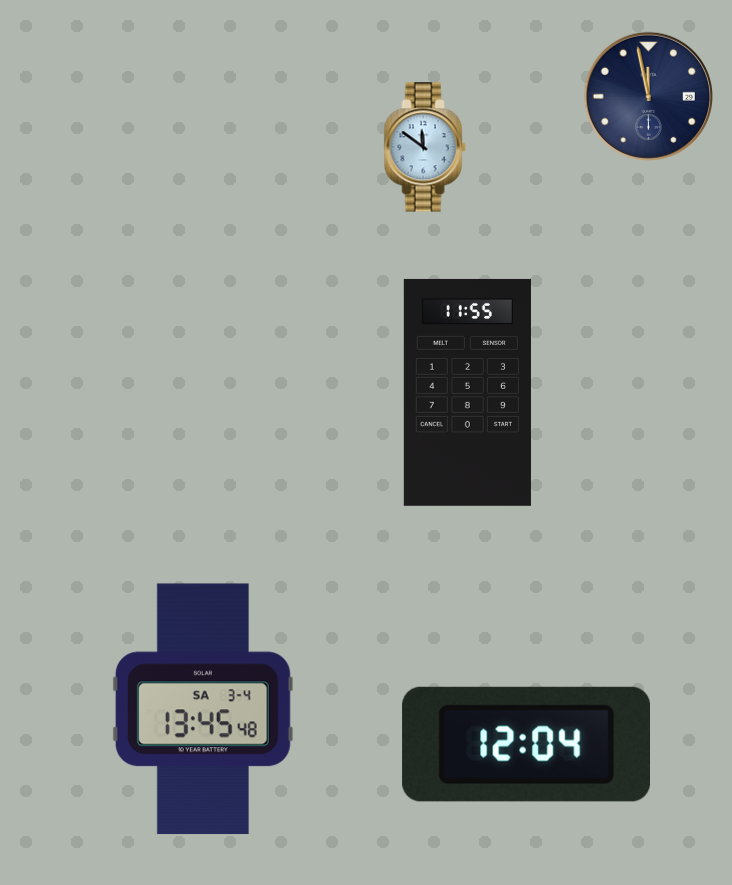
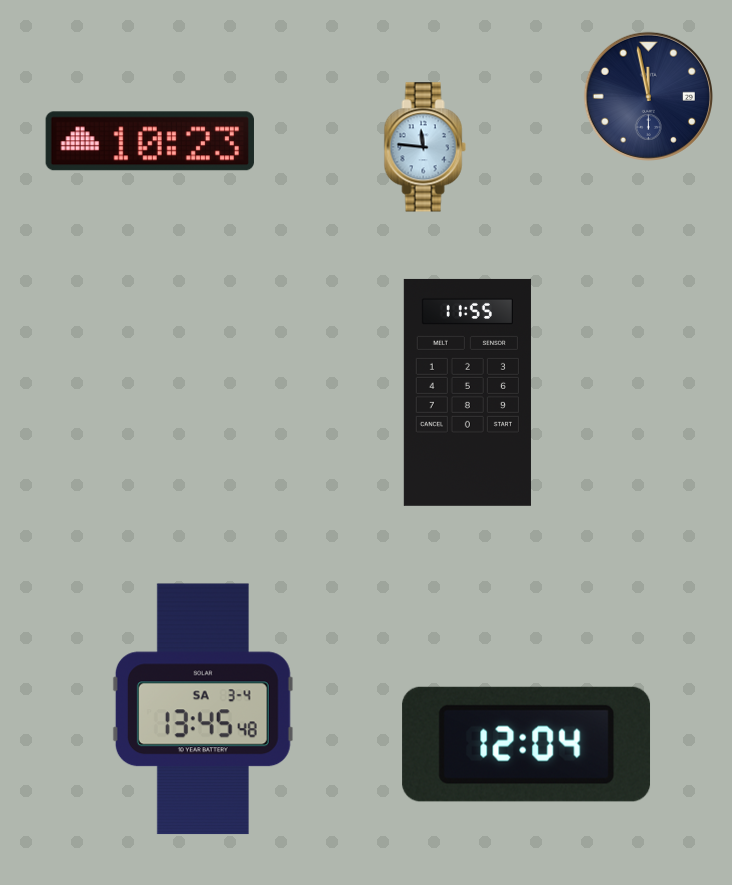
clock at (150, 141): none -> 10:23
clock at (425, 147): 11:51 -> 11:46
